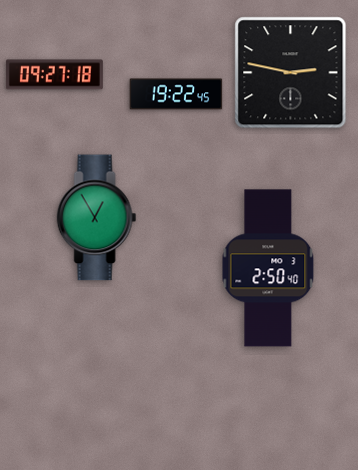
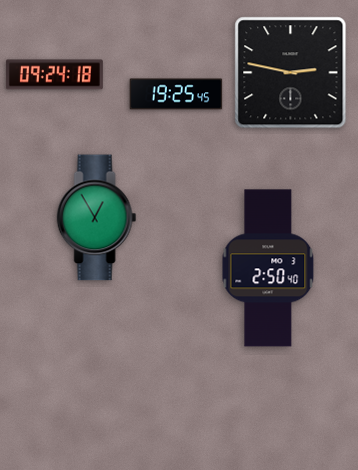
clock at (54, 75): 09:27 -> 09:24
clock at (176, 94): 19:22 -> 19:25
